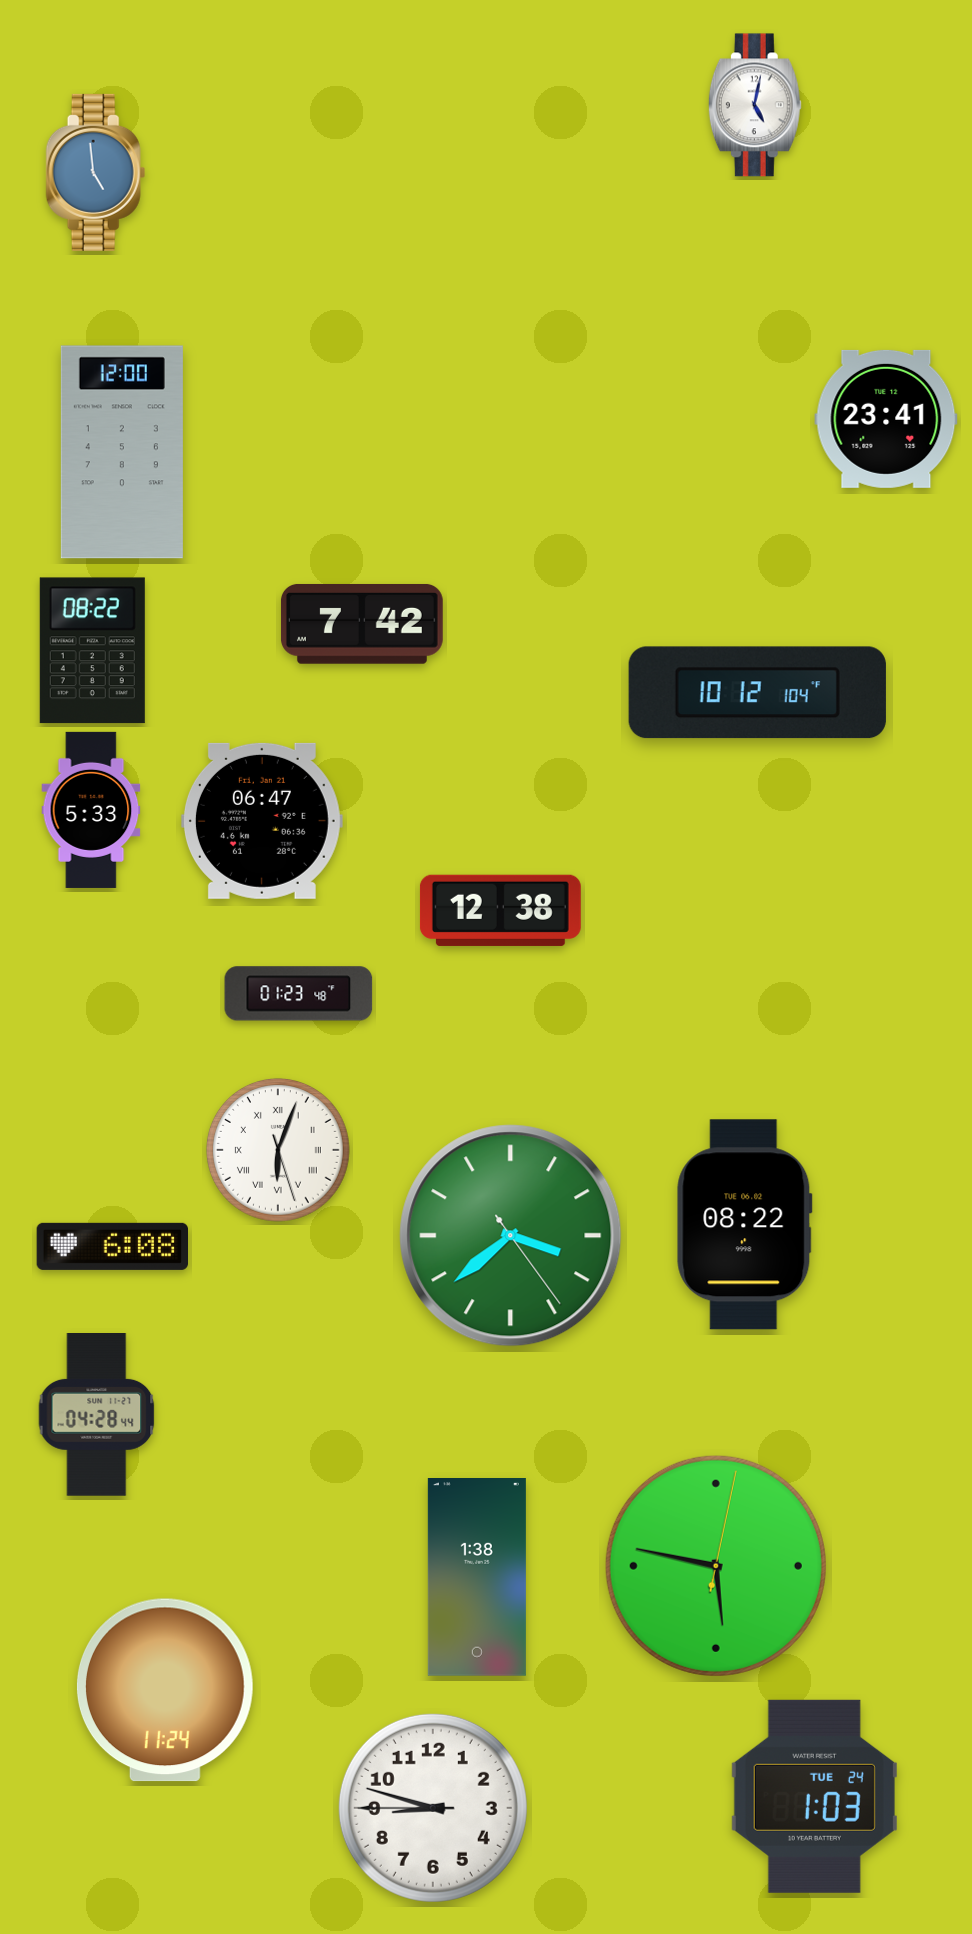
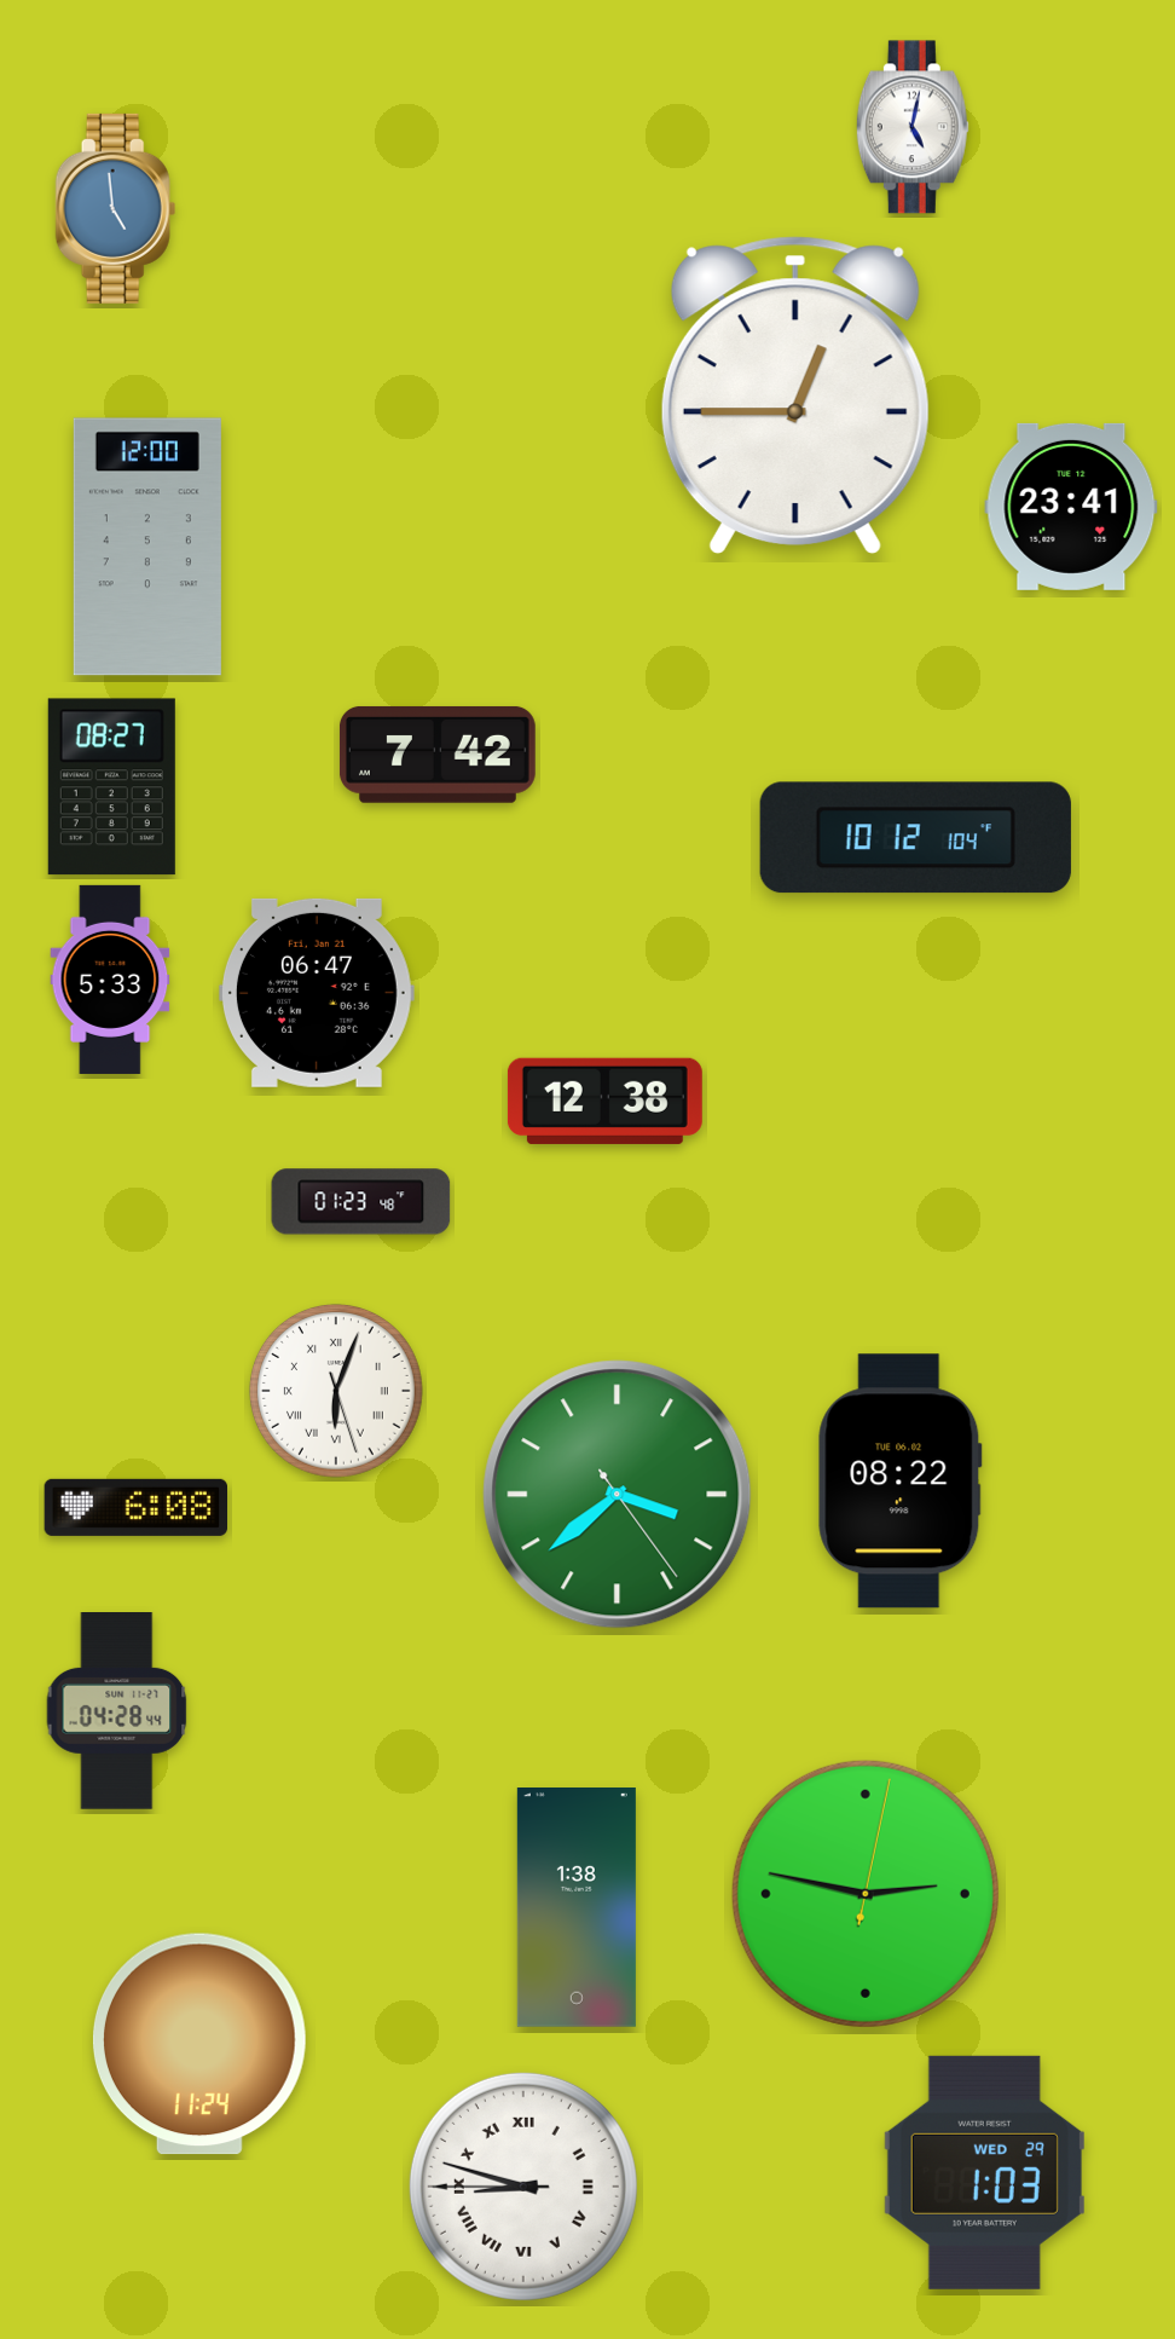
clock at (795, 395): none -> 12:45
clock at (92, 651): 08:22 -> 08:27
clock at (716, 1566): 5:47 -> 2:47
clock at (814, 1796) date: TUE 24 -> WED 29
clock at (433, 1808) numerals: Arabic -> Roman
